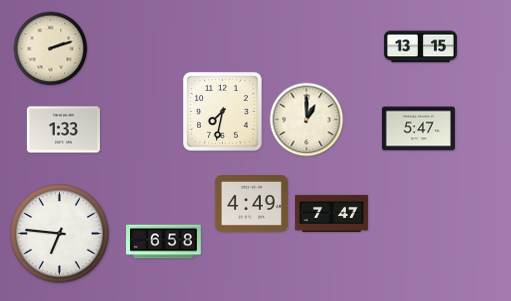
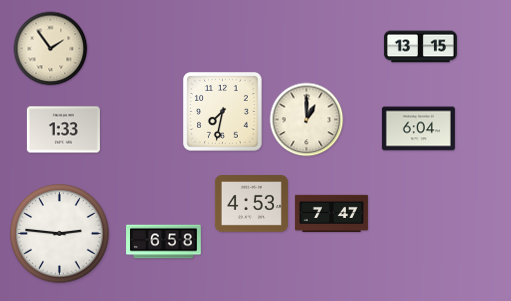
clock at (51, 49): 2:12 -> 1:54
clock at (418, 129): 5:47 -> 6:04
clock at (251, 204): 4:49 -> 4:53
clock at (60, 234): 6:46 -> 2:46
